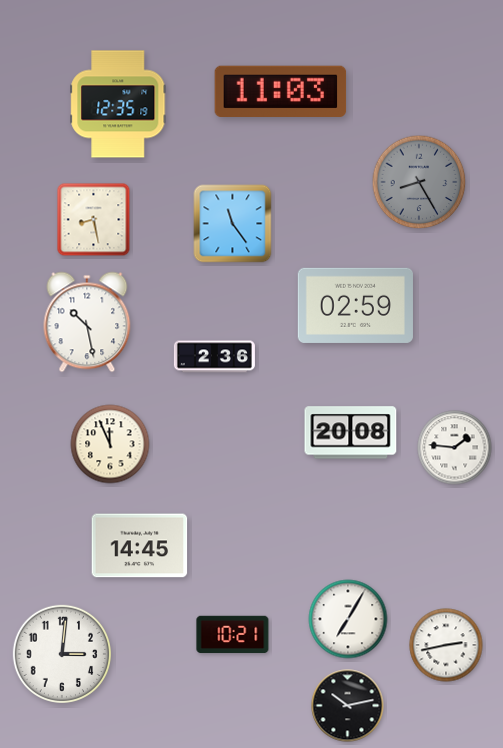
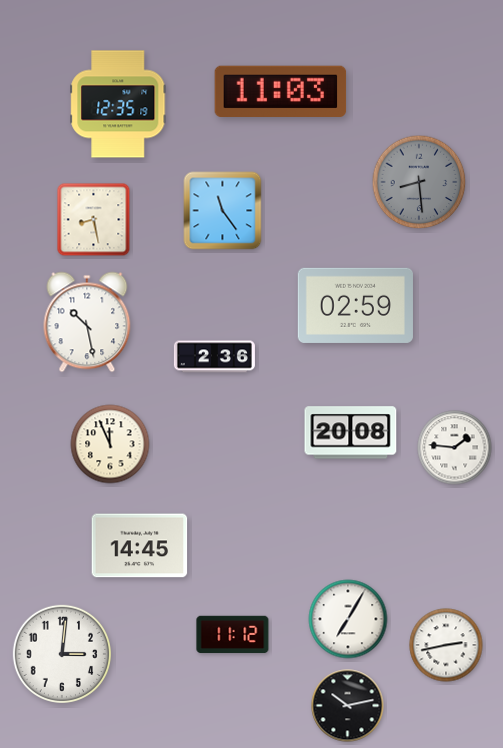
clock at (419, 182): 8:25 -> 8:29
clock at (233, 224) position: (233, 224) -> (223, 211)
clock at (233, 635): 10:21 -> 11:12
